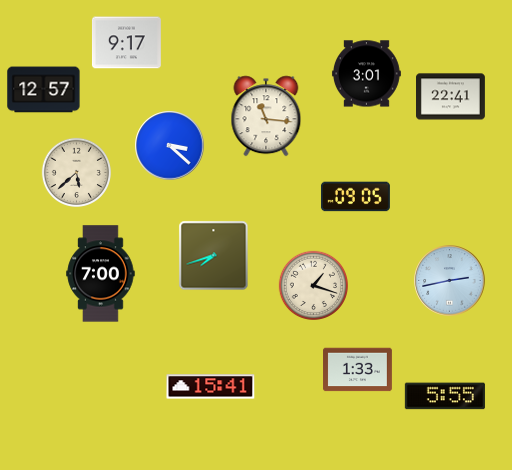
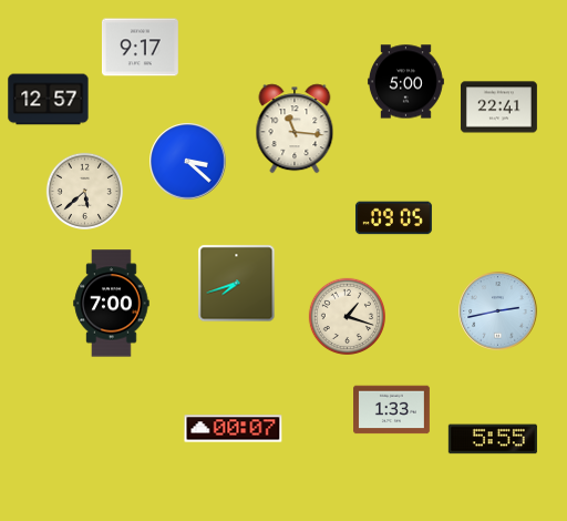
clock at (366, 74): 3:01 -> 5:00
clock at (358, 370) position: (358, 370) -> (392, 410)
clock at (211, 387): 15:41 -> 00:07
